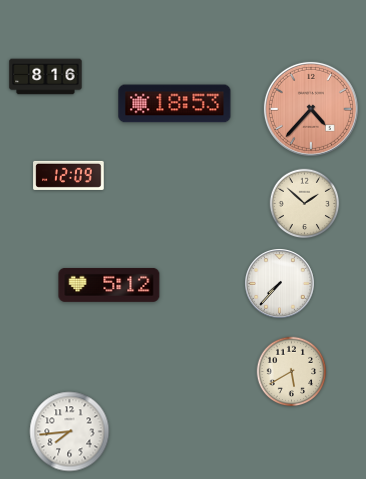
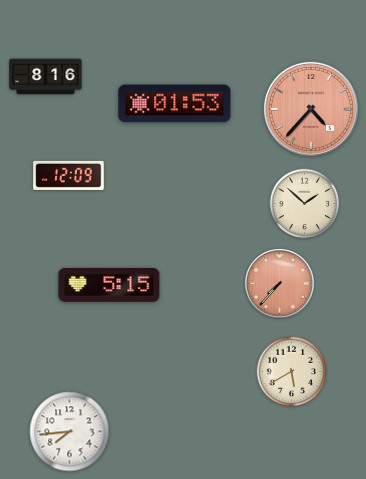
clock at (175, 104): 18:53 -> 01:53
clock at (280, 284) dial: white -> salmon
clock at (109, 285): 5:12 -> 5:15
